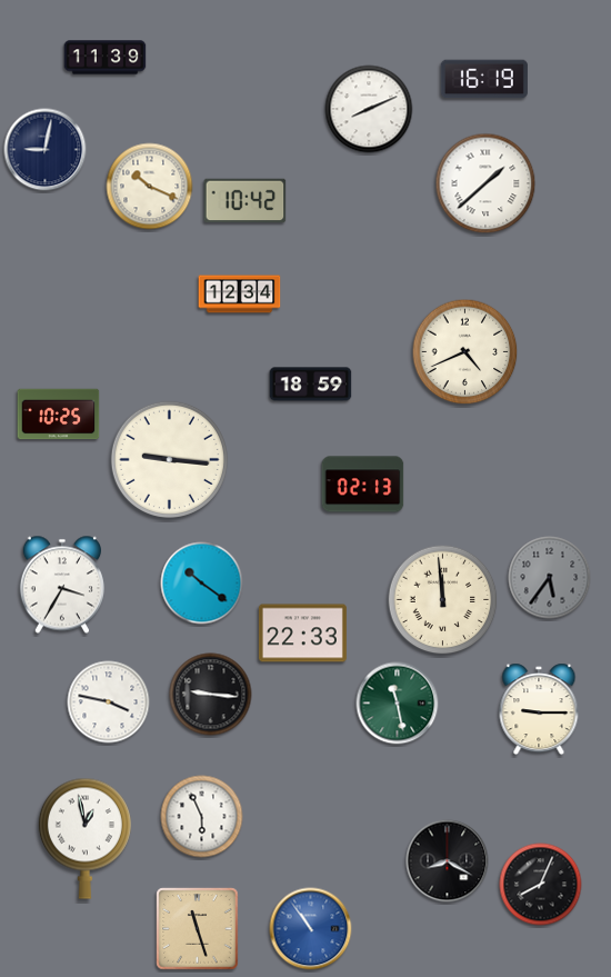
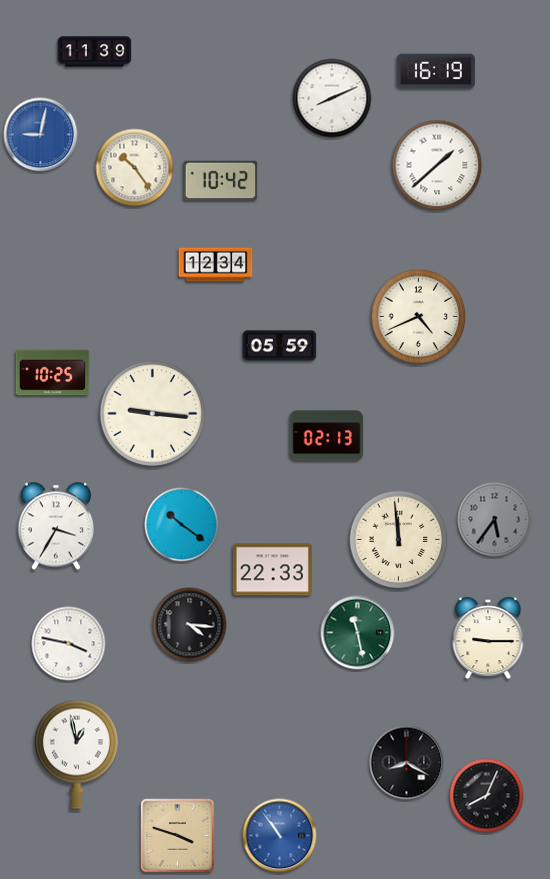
clock at (46, 150) dial: navy -> blue
clock at (150, 187): 10:19 -> 10:24
clock at (311, 385): 18:59 -> 05:59
clock at (211, 695): 9:16 -> 4:16
clock at (109, 702) position: (109, 702) -> (69, 644)
clock at (539, 709) position: (539, 709) -> (488, 638)
clock at (202, 817): 5:56 -> none
clock at (448, 861) position: (448, 861) -> (407, 763)
clock at (198, 929): 11:27 -> 3:48
